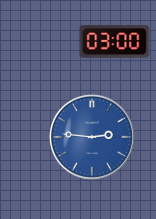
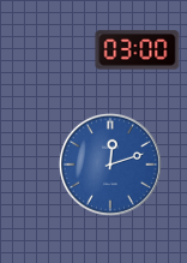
clock at (92, 137): 2:46 -> 12:12
